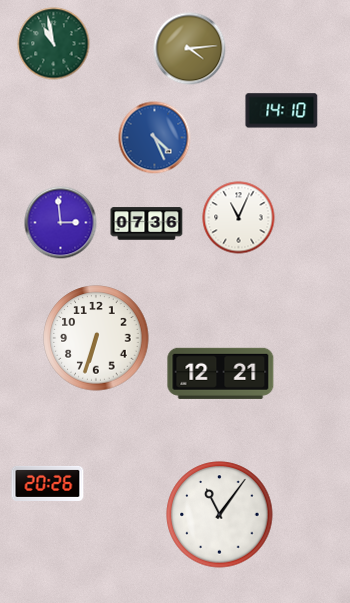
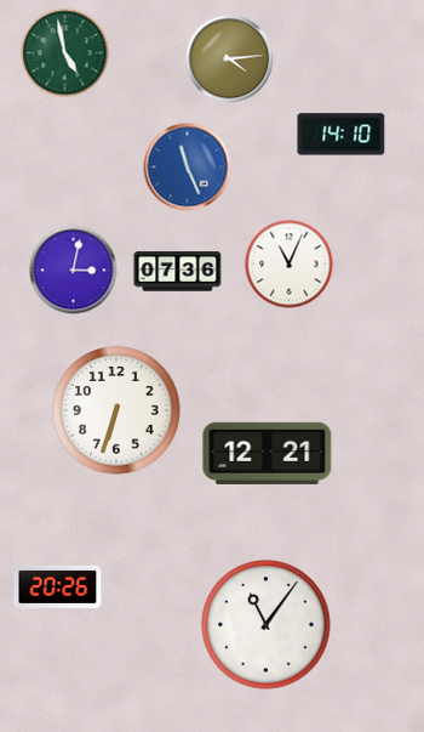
clock at (54, 44): 10:58 -> 4:58
clock at (155, 138): 4:26 -> 11:26
clock at (61, 223): 2:59 -> 3:02
